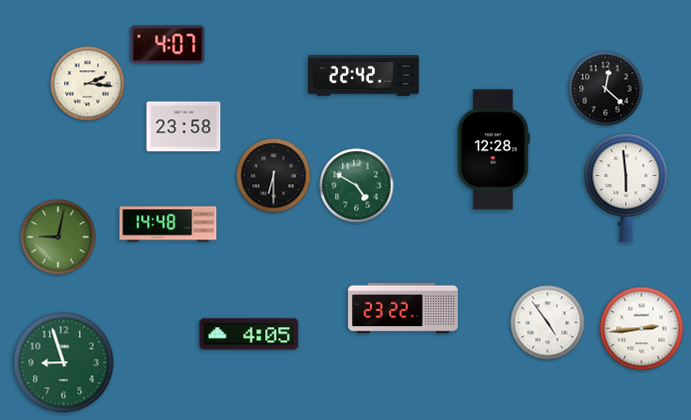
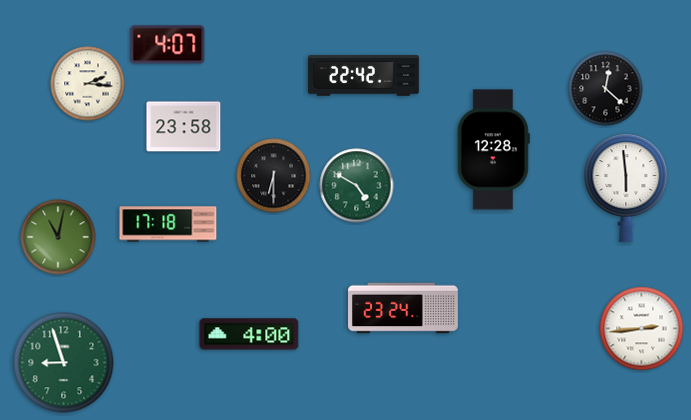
clock at (168, 224): 14:48 -> 17:18
clock at (58, 237): 9:02 -> 11:02
clock at (404, 308): 23:22 -> 23:24
clock at (548, 323): 4:54 -> none
clock at (249, 334): 4:05 -> 4:00
